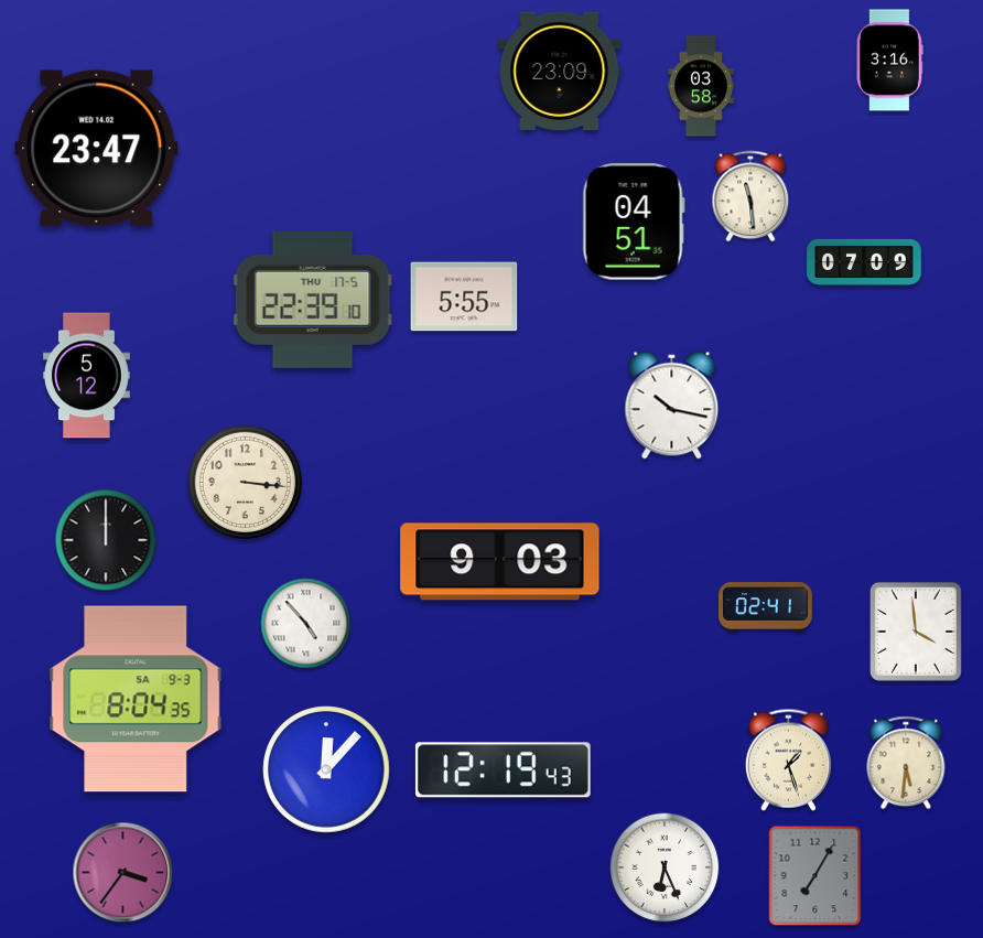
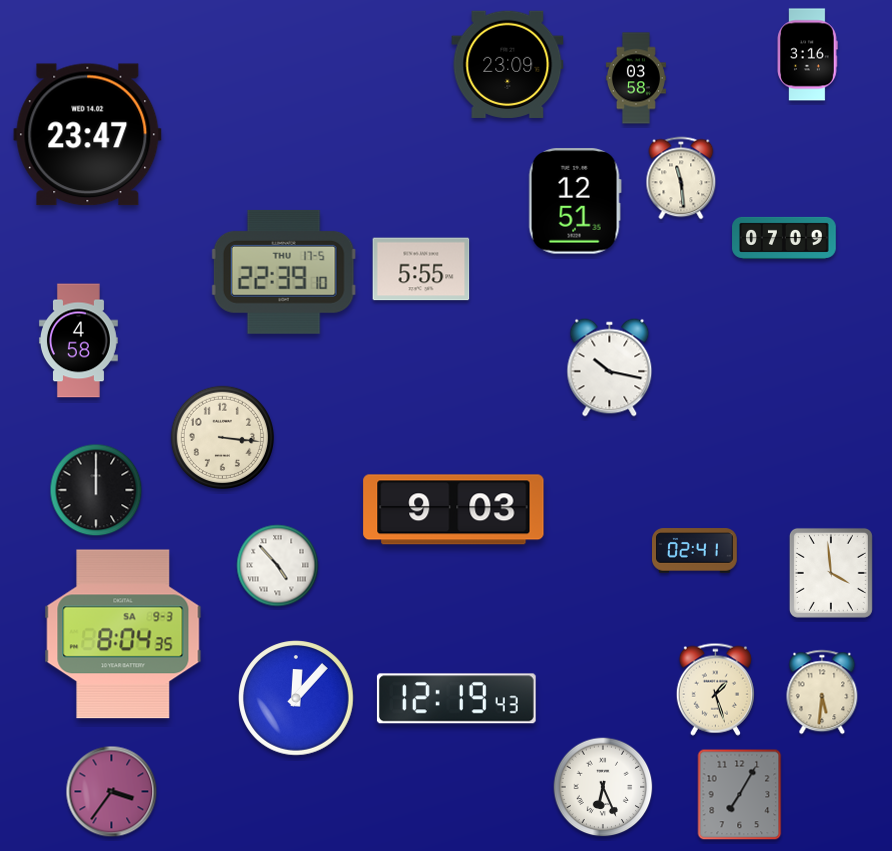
clock at (634, 222): 04:51 -> 12:51
clock at (86, 376): 5:12 -> 4:58
